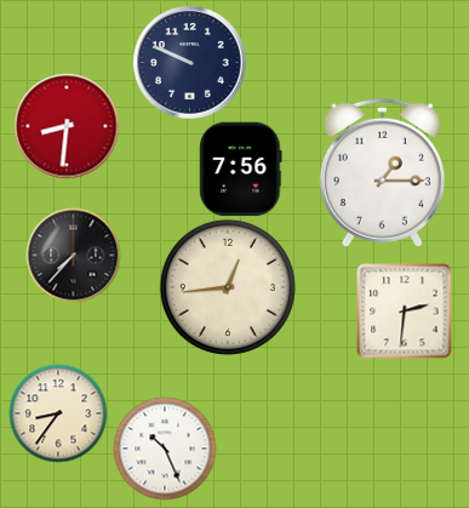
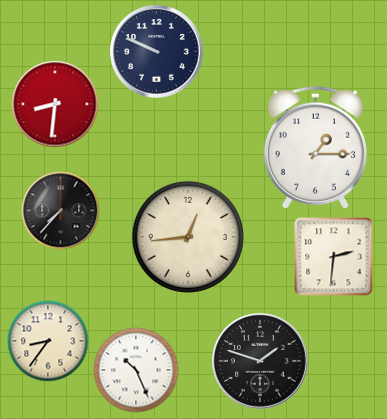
clock at (241, 169): 7:56 -> none
clock at (382, 172) position: (382, 172) -> (315, 147)
clock at (260, 361): none -> 1:48
